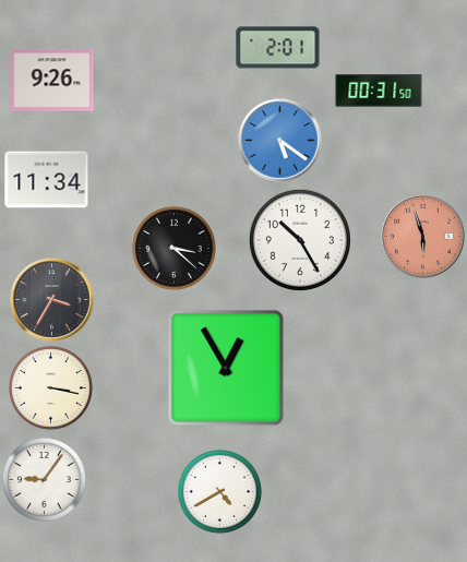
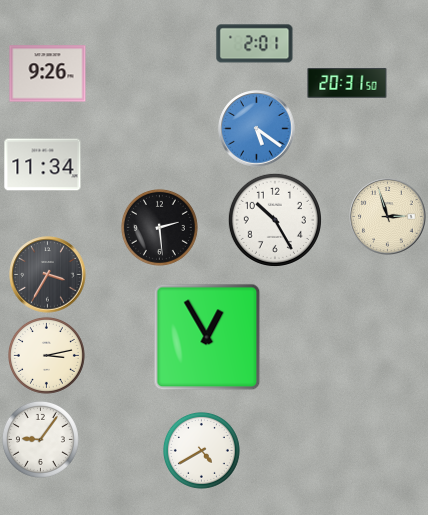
clock at (379, 91): 00:31 -> 20:31
clock at (423, 237): 5:57 -> 2:57
clock at (423, 237) dial: salmon -> cream
clock at (173, 248): 3:22 -> 2:29
clock at (50, 387): 3:17 -> 3:13
